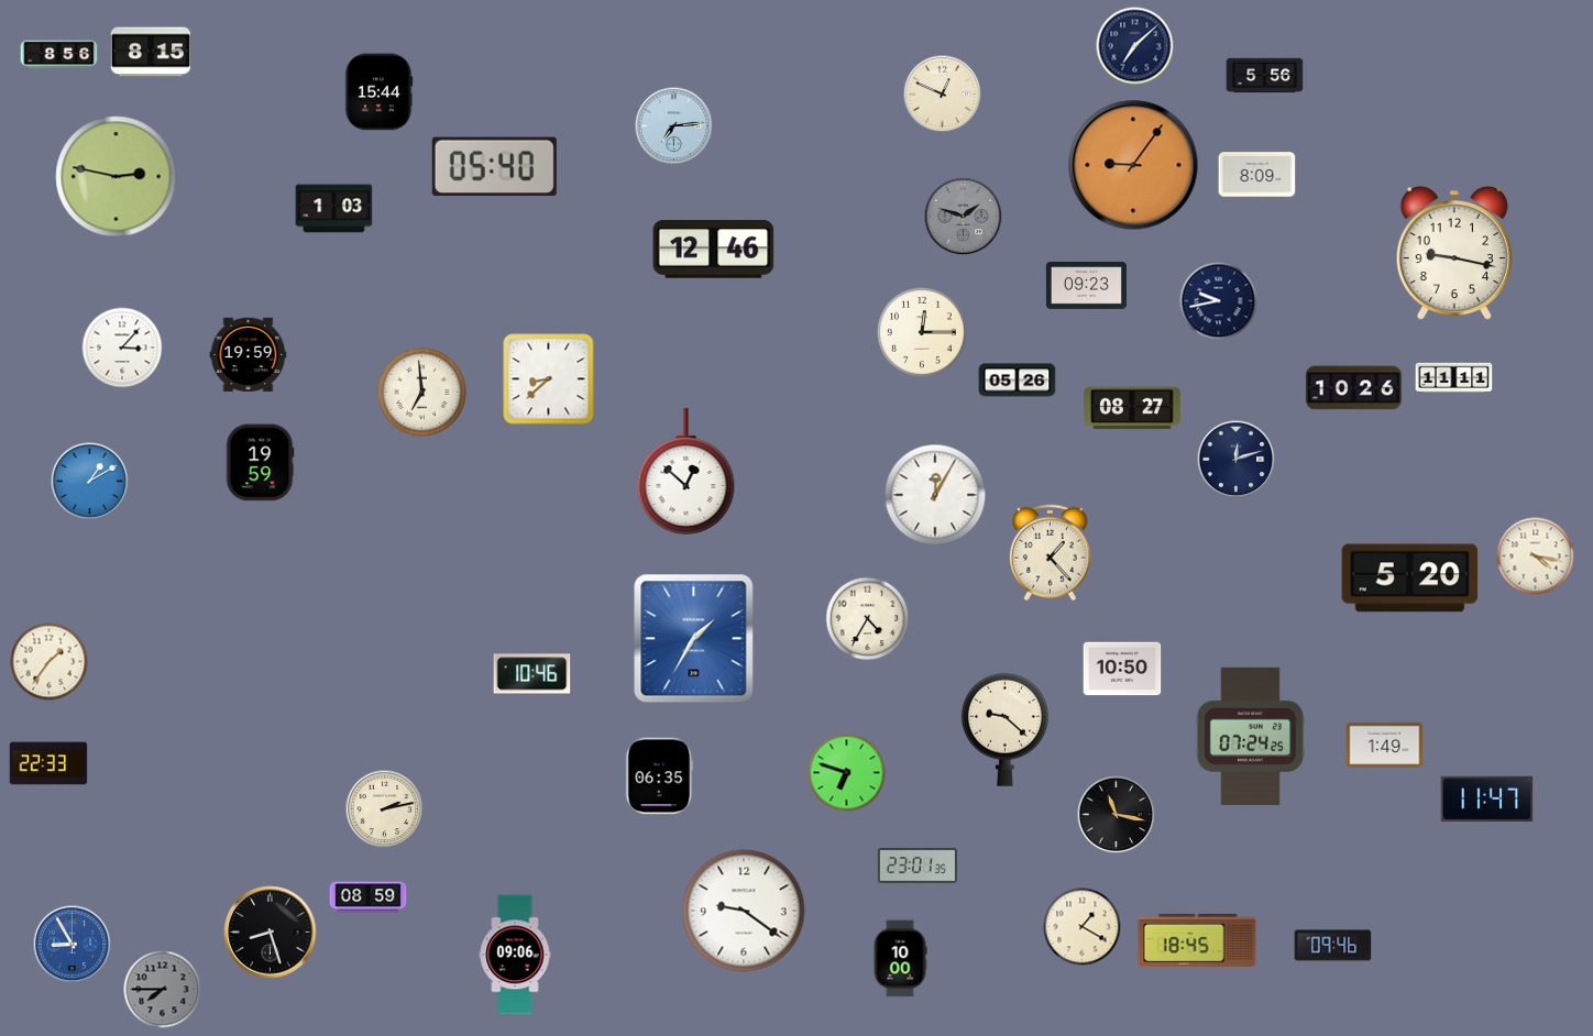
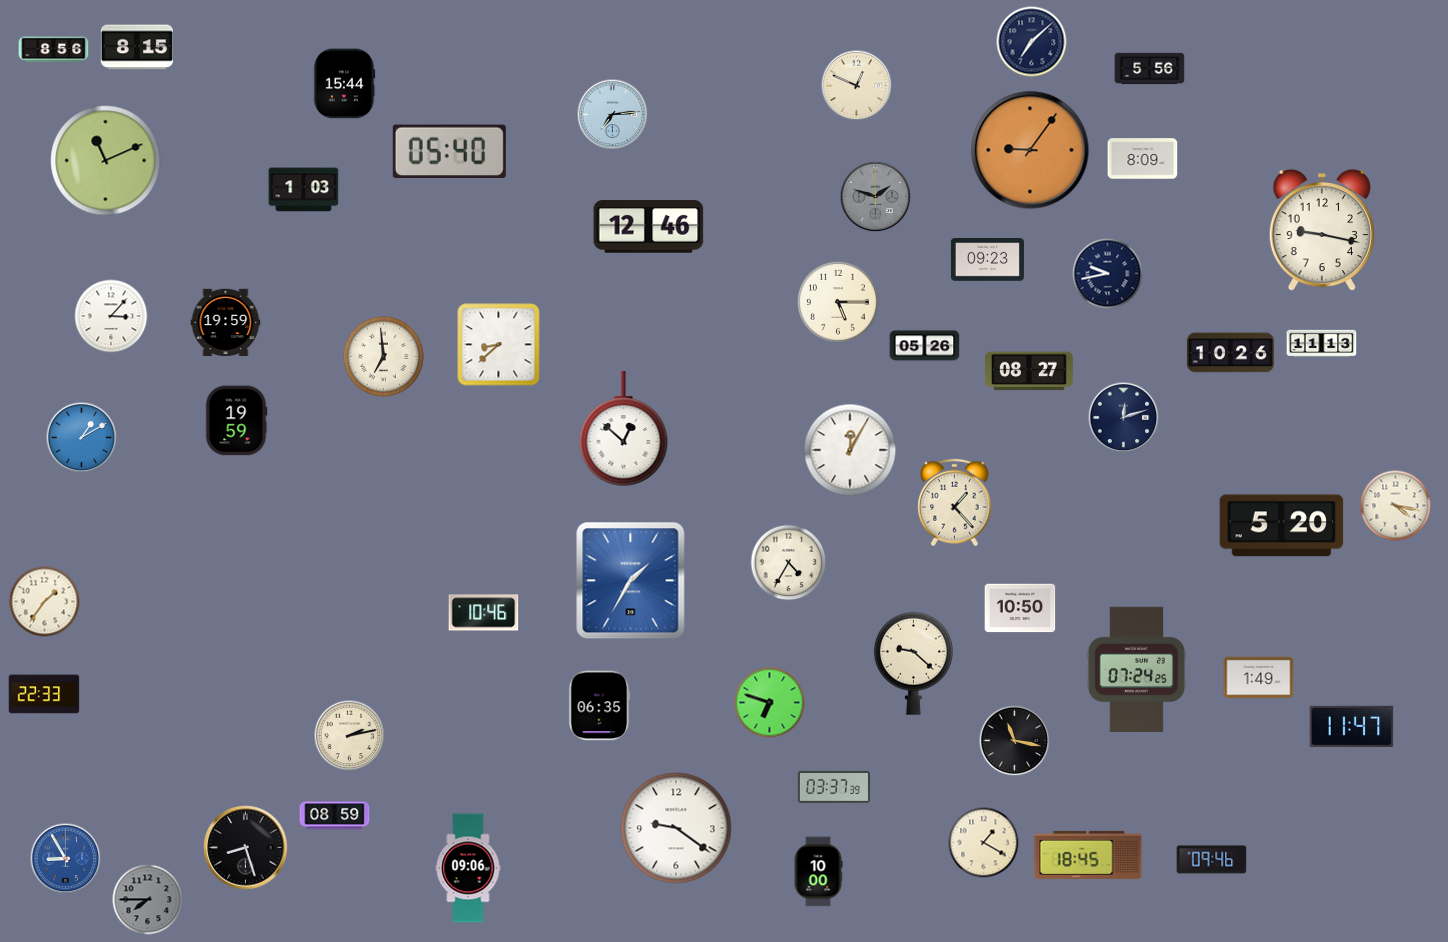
clock at (117, 177): 2:47 -> 11:11
clock at (922, 332): 12:15 -> 5:15
clock at (1454, 378): 11:11 -> 11:13
clock at (916, 866): 23:01 -> 03:37
